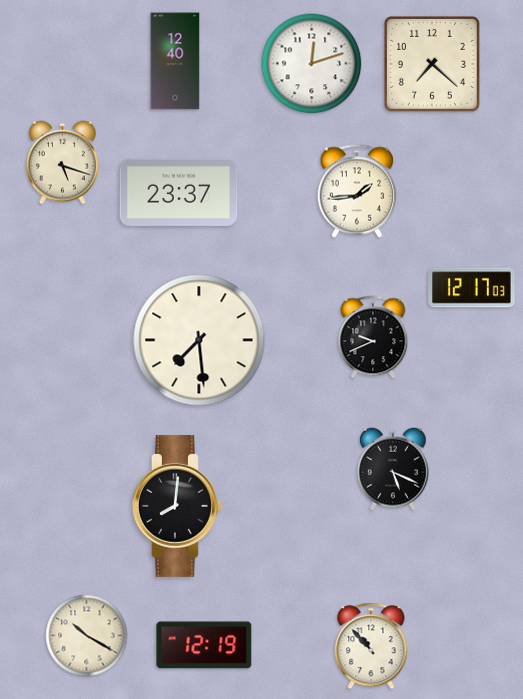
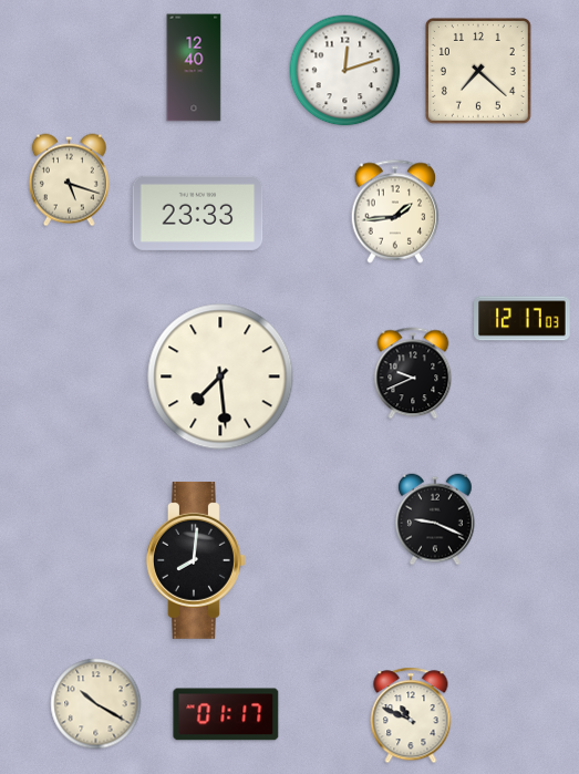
clock at (179, 192): 23:37 -> 23:33
clock at (393, 469): 5:19 -> 9:19
clock at (204, 645): 12:19 -> 01:17
clock at (371, 646): 10:53 -> 10:49
